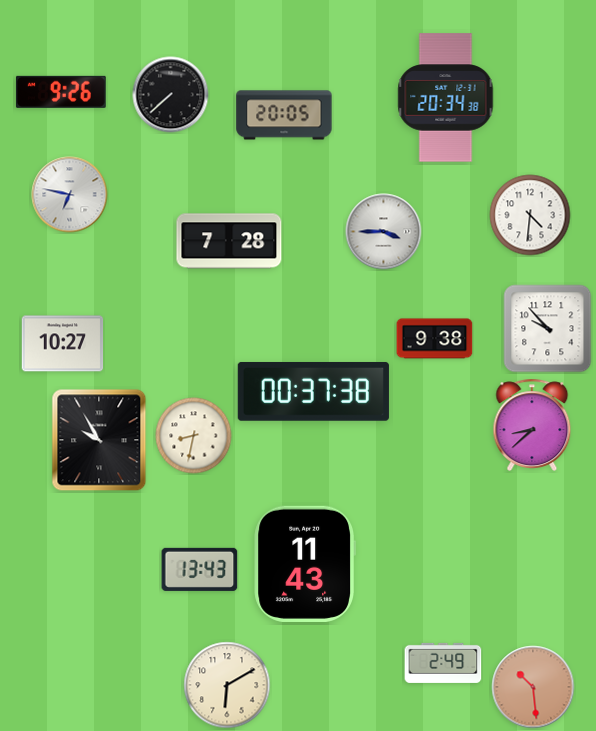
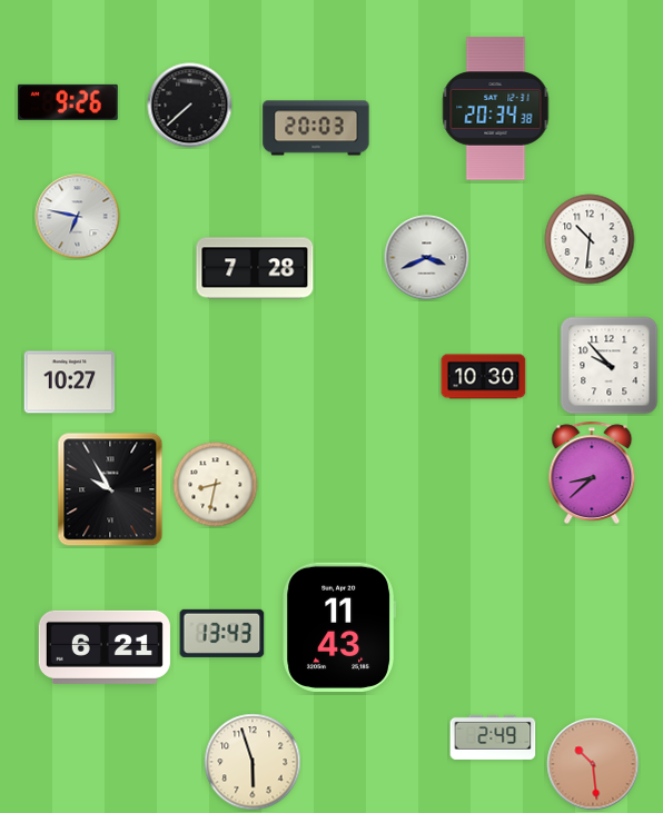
clock at (284, 115): 20:05 -> 20:03
clock at (530, 215): 4:31 -> 10:31
clock at (384, 232): 3:45 -> 3:41
clock at (435, 339): 9:38 -> 10:30
clock at (313, 392): 00:37 -> none
clock at (105, 647): none -> 6:21
clock at (227, 685): 6:10 -> 5:57
